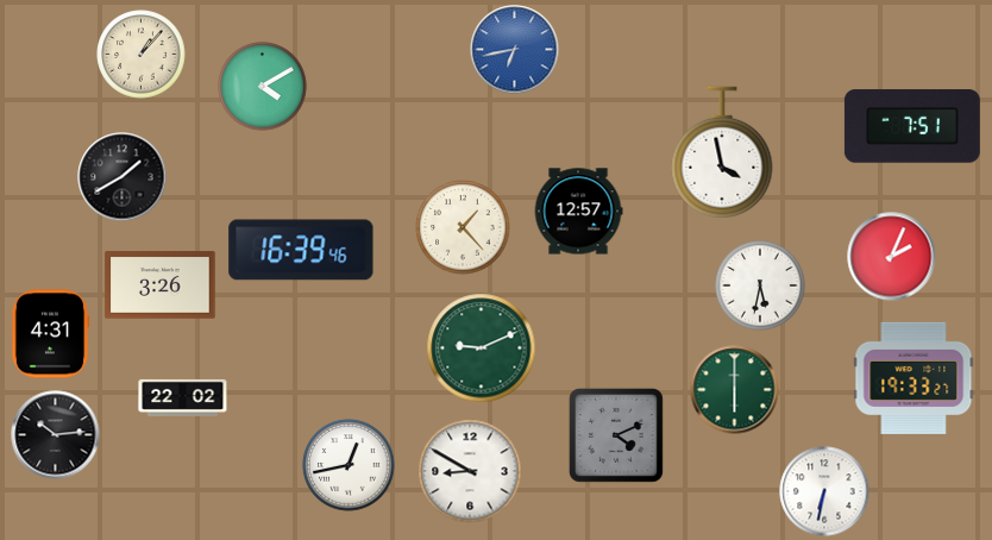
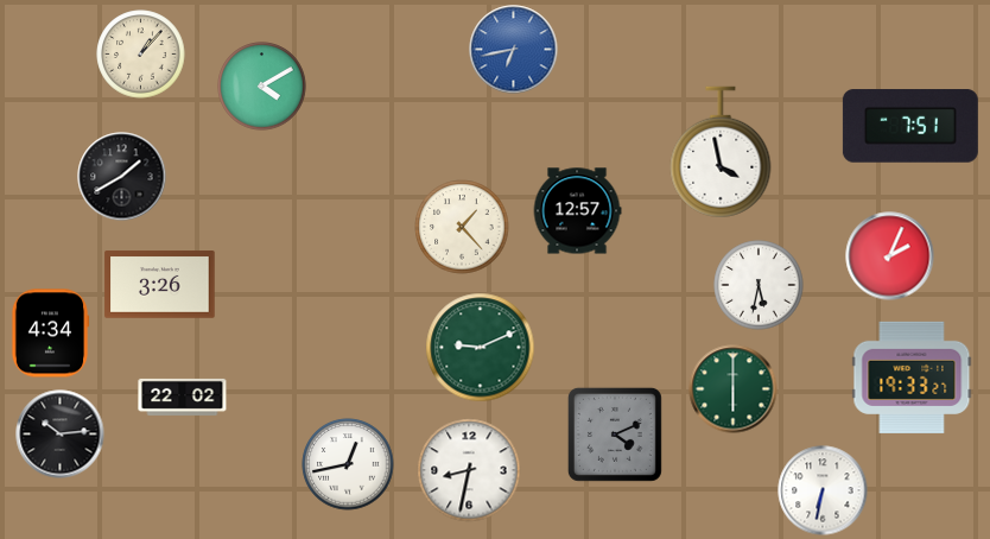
clock at (301, 250): 16:39 -> none
clock at (50, 334): 4:31 -> 4:34
clock at (56, 435) position: (56, 435) -> (61, 435)
clock at (470, 471): 8:50 -> 8:32
